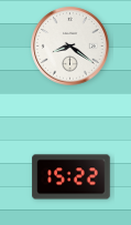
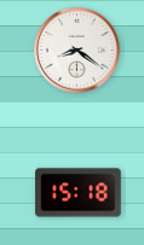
clock at (72, 177): 15:22 -> 15:18
